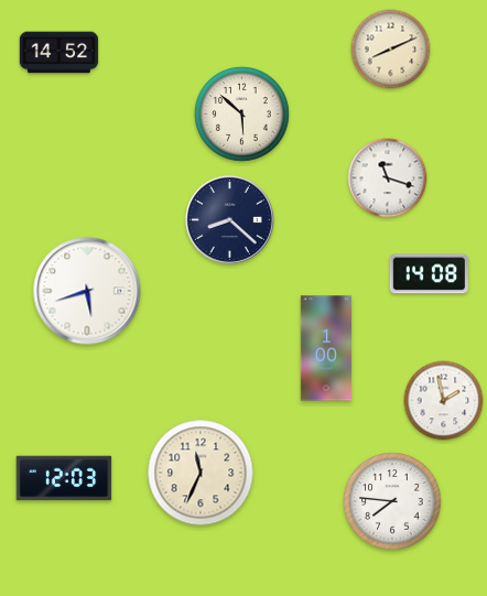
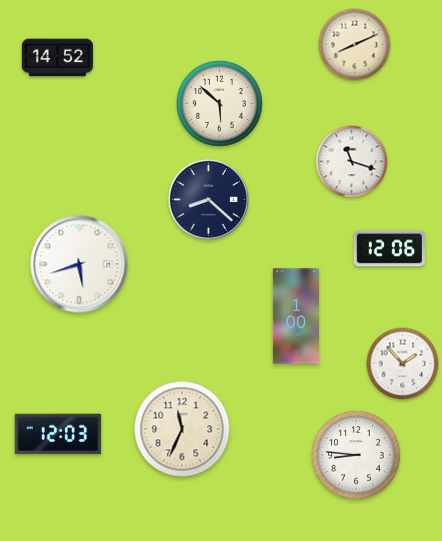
clock at (59, 53) position: (59, 53) -> (58, 58)
clock at (429, 274): 14:08 -> 12:06
clock at (444, 401): 1:58 -> 1:53
clock at (392, 501): 7:46 -> 8:46
